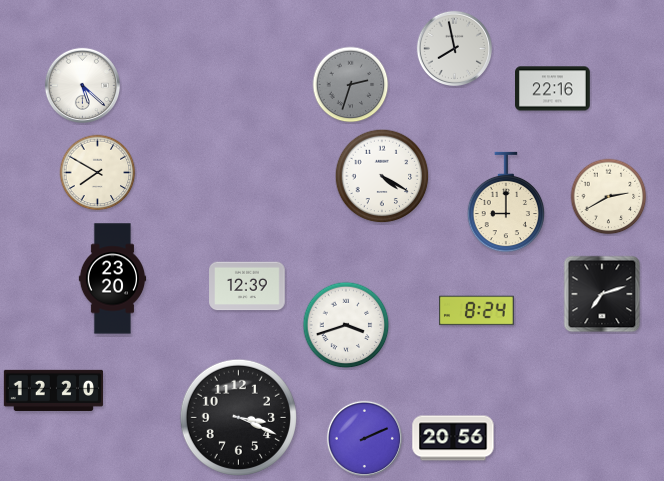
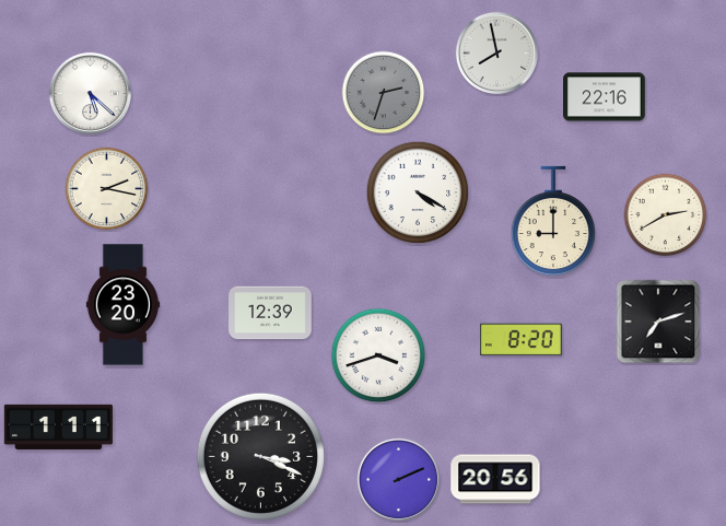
clock at (98, 173): 7:50 -> 2:17
clock at (477, 311): 8:24 -> 8:20
clock at (53, 390): 12:20 -> 1:11
